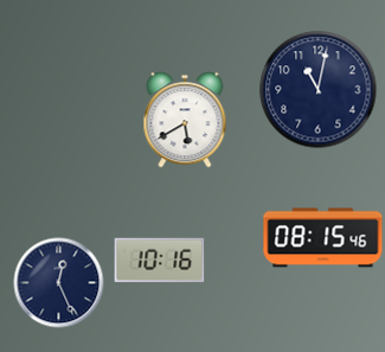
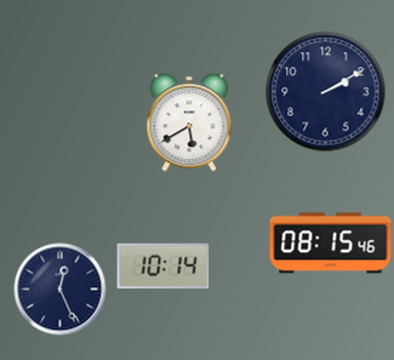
clock at (319, 90): 11:02 -> 2:10
clock at (160, 261): 10:16 -> 10:14
